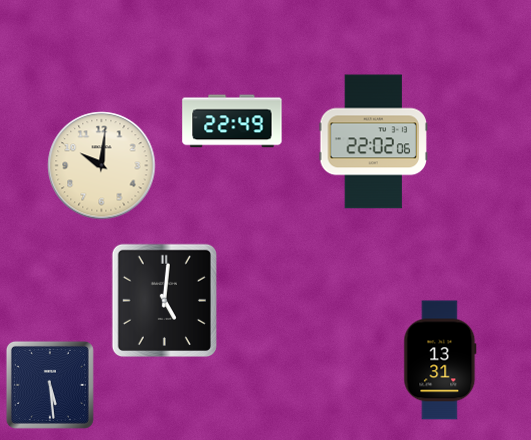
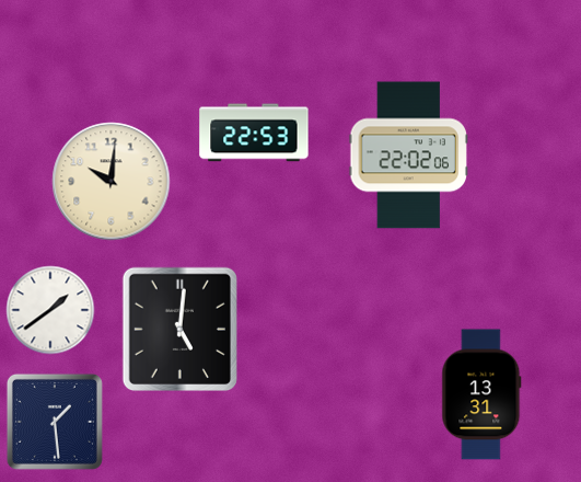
clock at (232, 121): 22:49 -> 22:53
clock at (50, 310): none -> 1:39
clock at (50, 385): 5:29 -> 1:29
